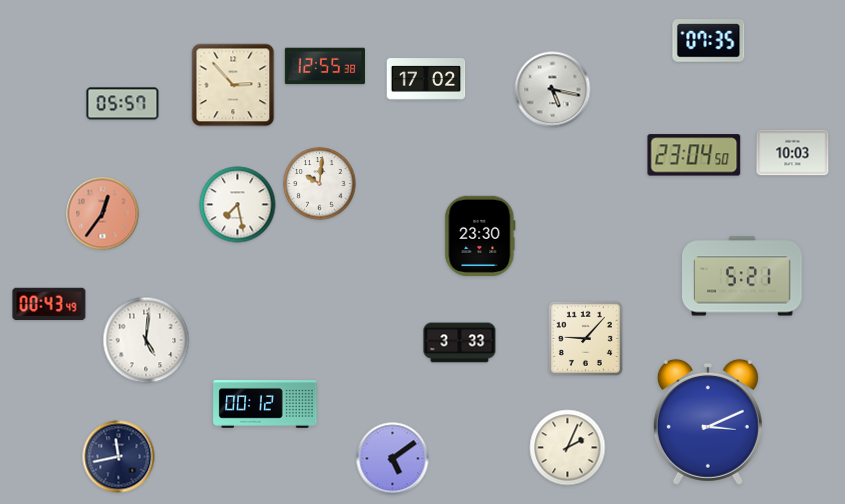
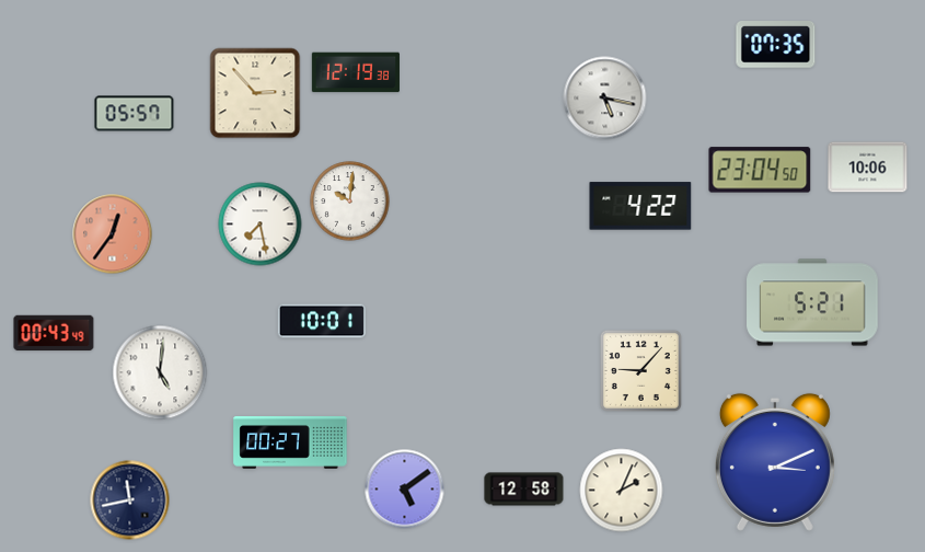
clock at (325, 66): 12:55 -> 12:19
clock at (426, 79): 17:02 -> none
clock at (793, 153): 10:03 -> 10:06
clock at (640, 206): none -> 4:22
clock at (480, 236): 23:30 -> none
clock at (322, 321): none -> 10:01
clock at (460, 343): 3:33 -> none
clock at (265, 405): 00:12 -> 00:27
clock at (524, 490): none -> 12:58
clock at (393, 459) position: (393, 459) -> (405, 490)
